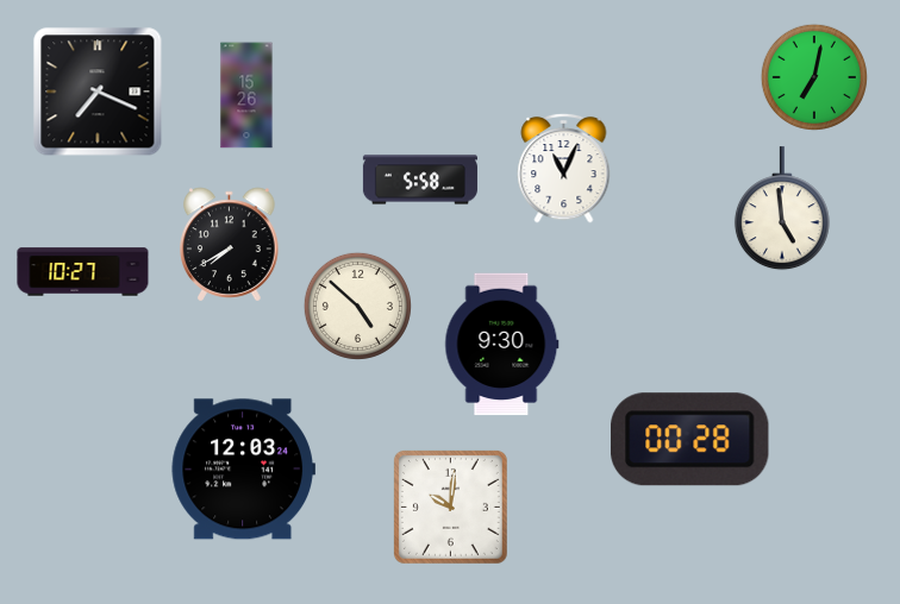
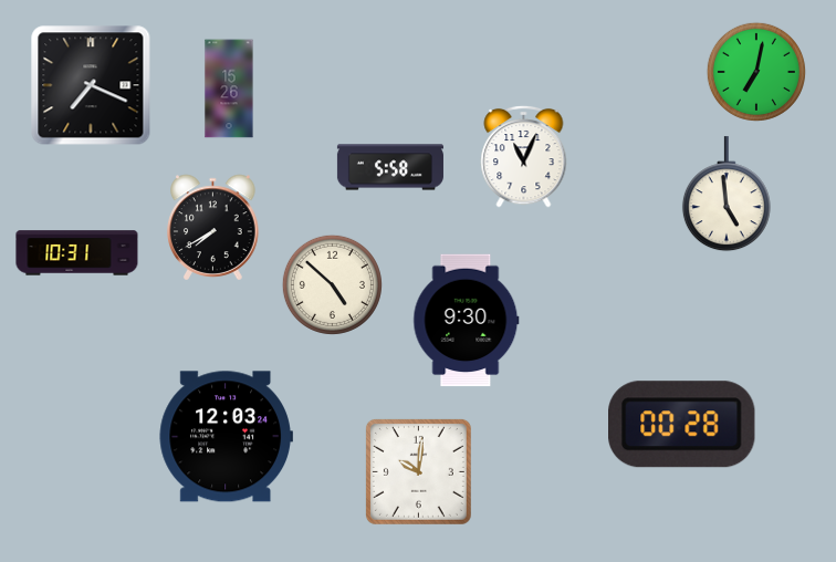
clock at (83, 272): 10:27 -> 10:31
clock at (690, 440) position: (690, 440) -> (682, 425)
